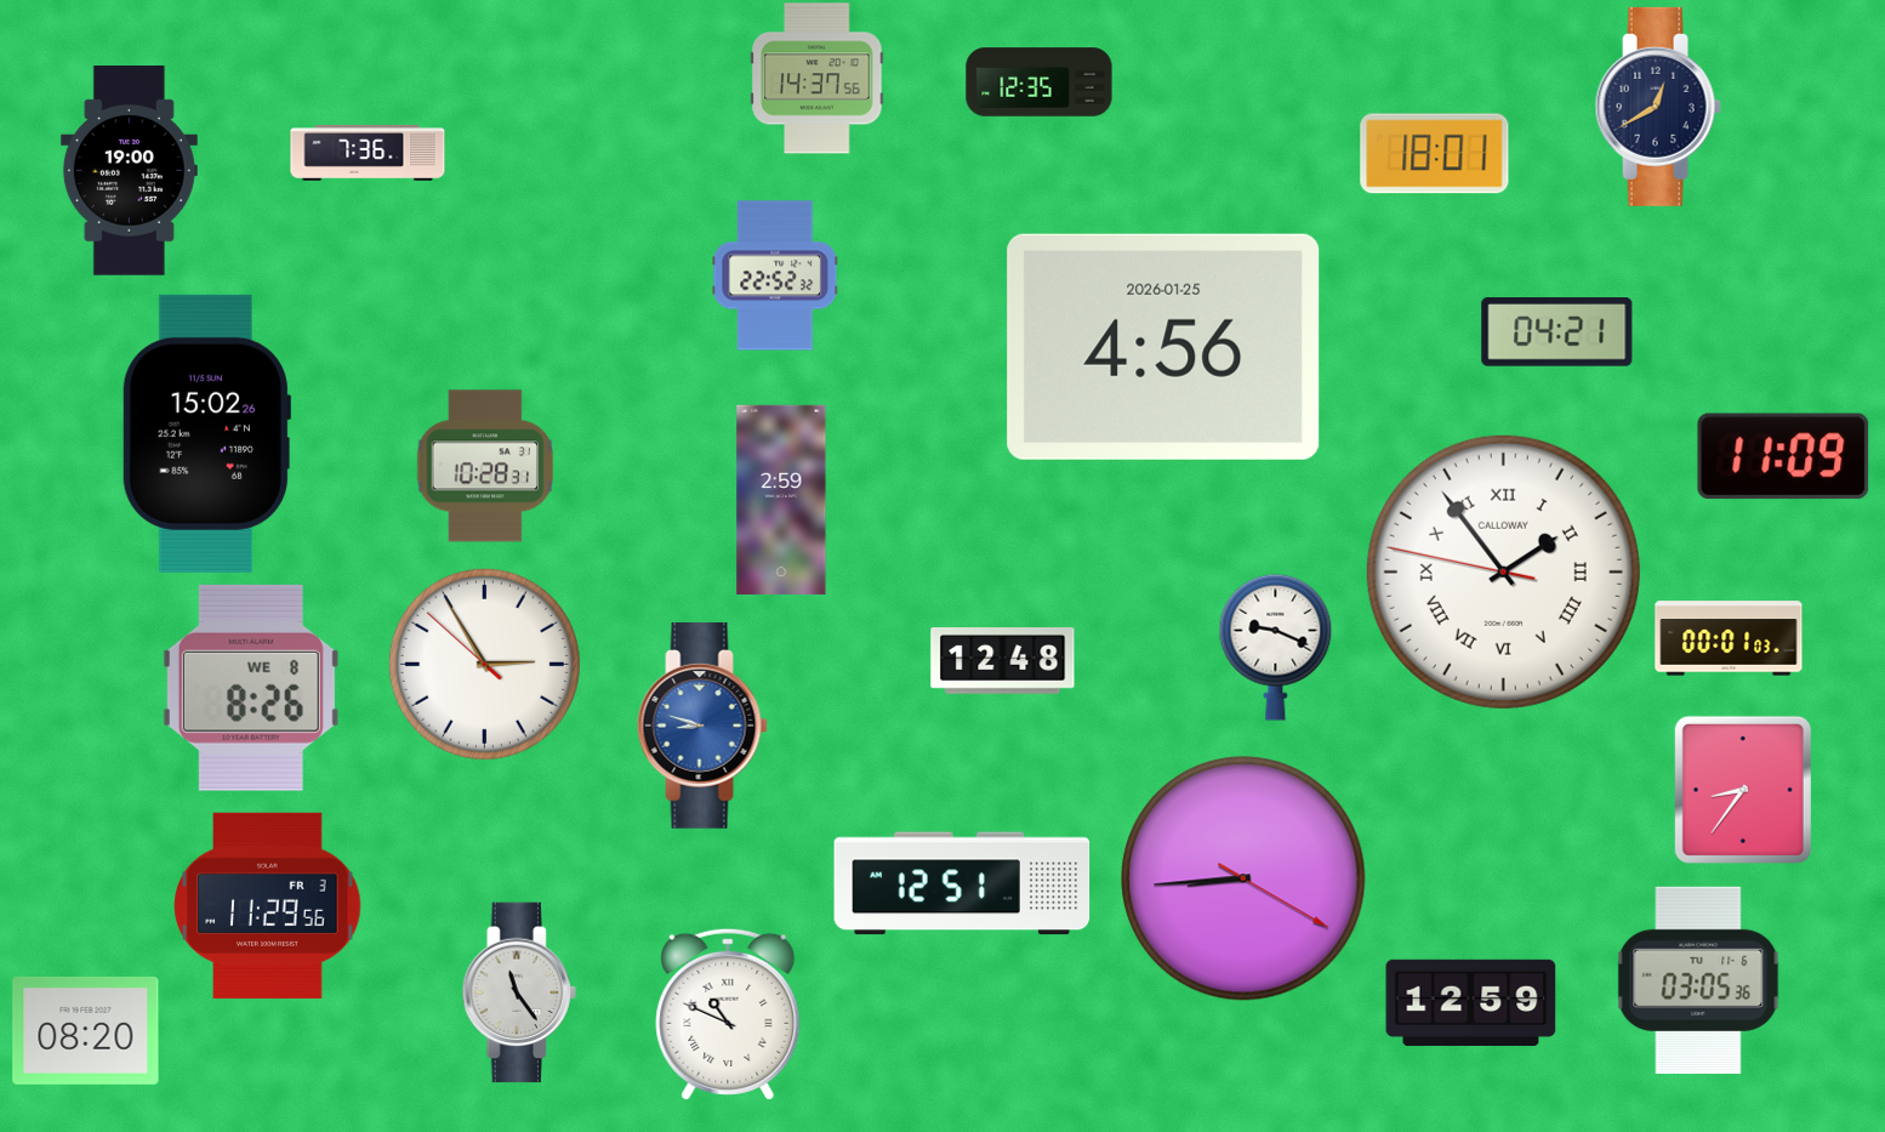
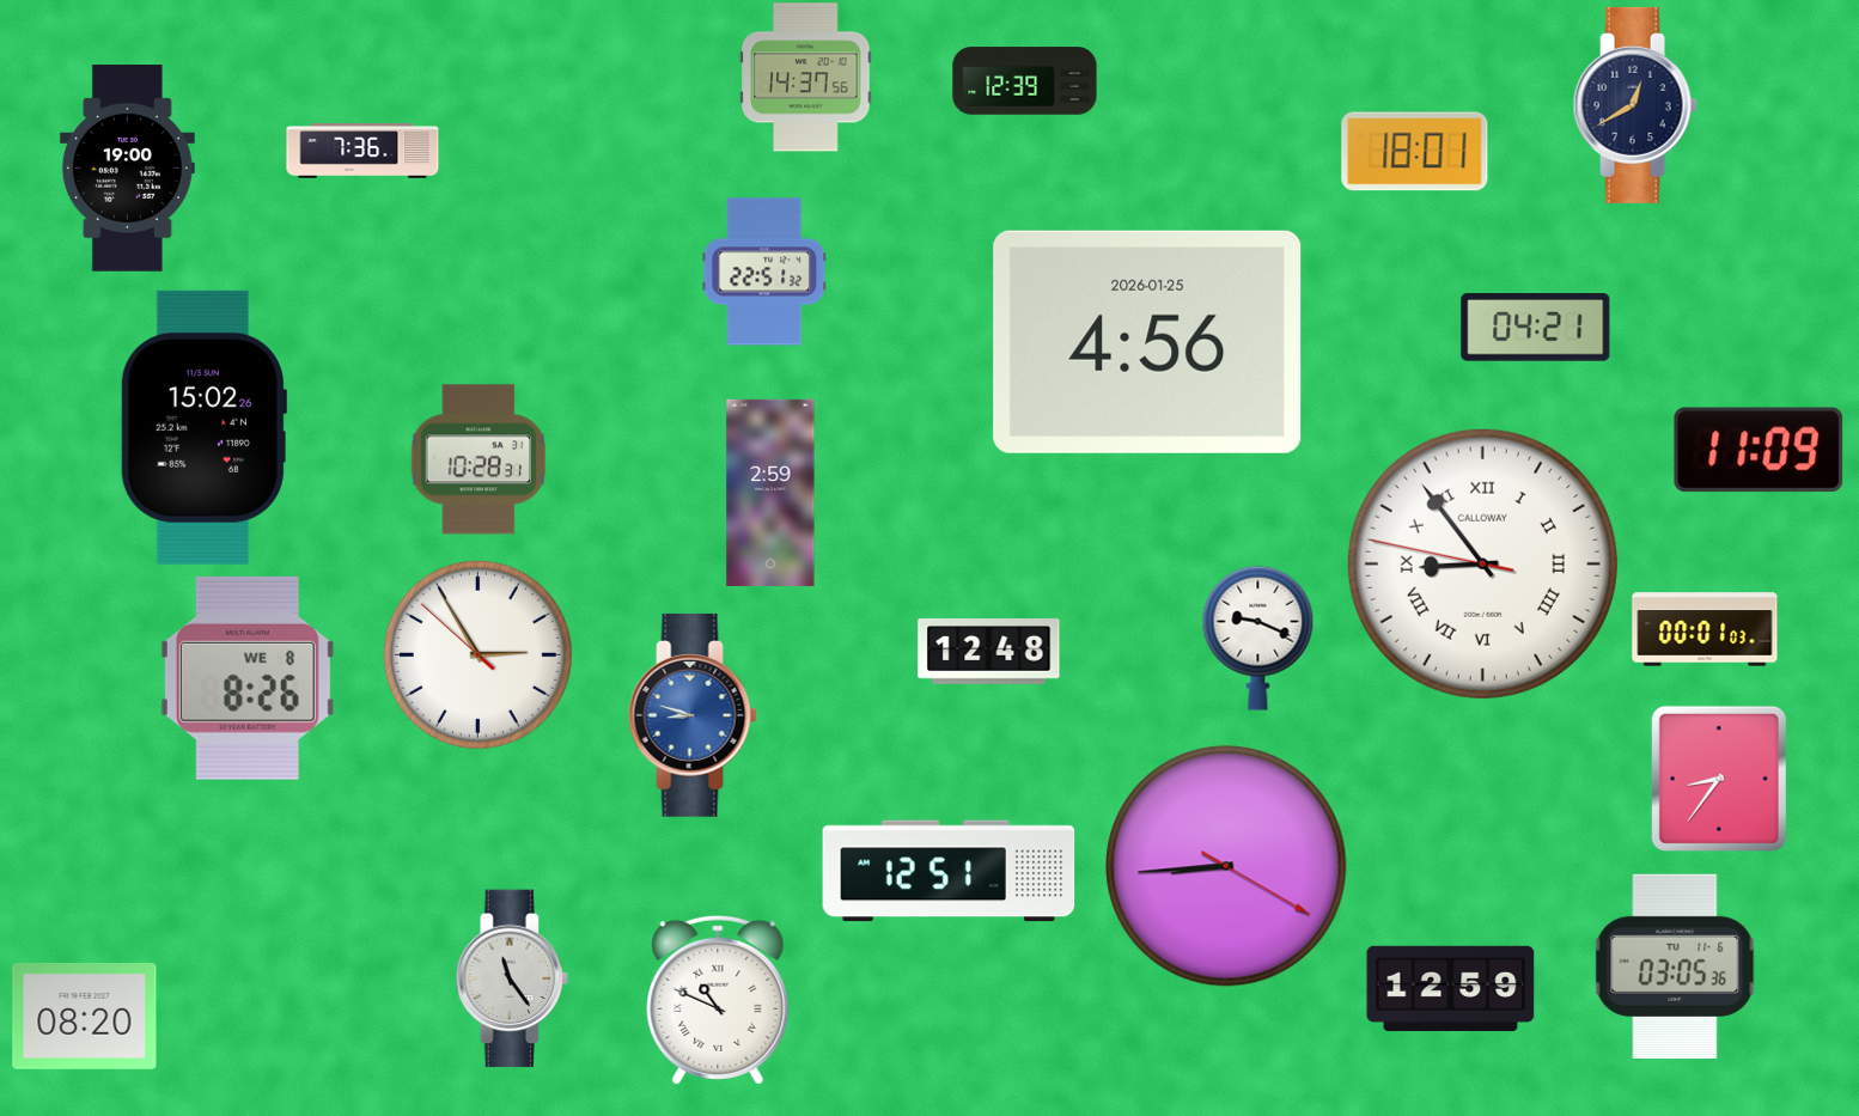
clock at (1040, 83): 12:35 -> 12:39
clock at (775, 275): 22:52 -> 22:51
clock at (1503, 571): 1:53 -> 8:53
clock at (268, 905): 11:29 -> none
